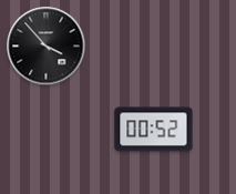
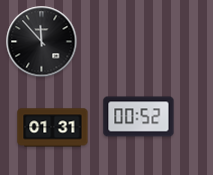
clock at (47, 47): 3:53 -> 11:53
clock at (53, 128): none -> 01:31
